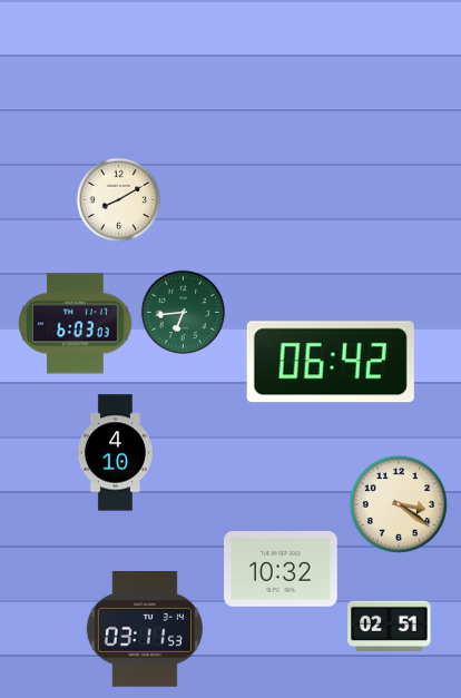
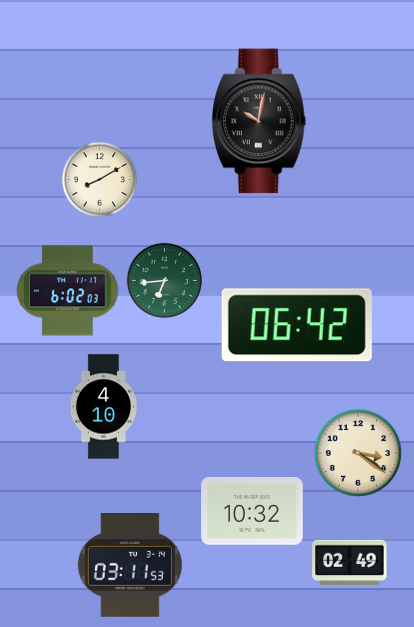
clock at (259, 121): none -> 10:02
clock at (119, 200) position: (119, 200) -> (100, 180)
clock at (76, 324): 6:03 -> 6:02
clock at (390, 627): 02:51 -> 02:49
